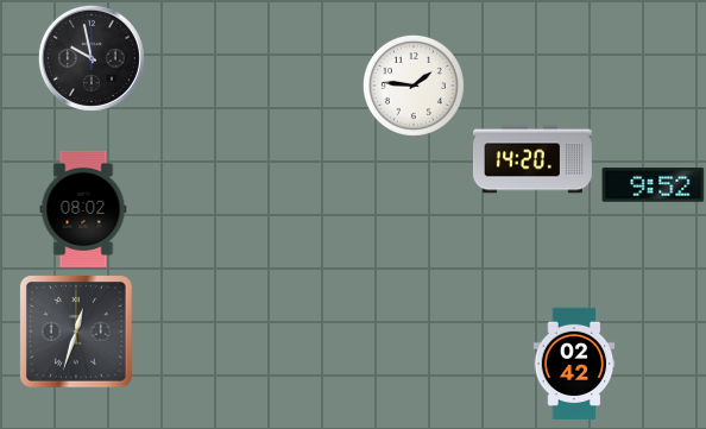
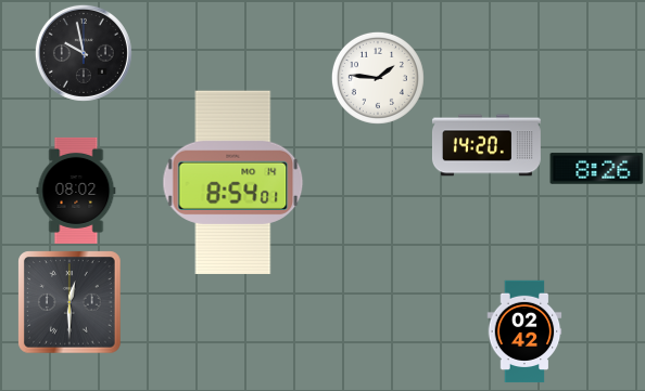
clock at (654, 185): 9:52 -> 8:26
clock at (233, 182): none -> 8:54
clock at (76, 332): 12:33 -> 12:30
